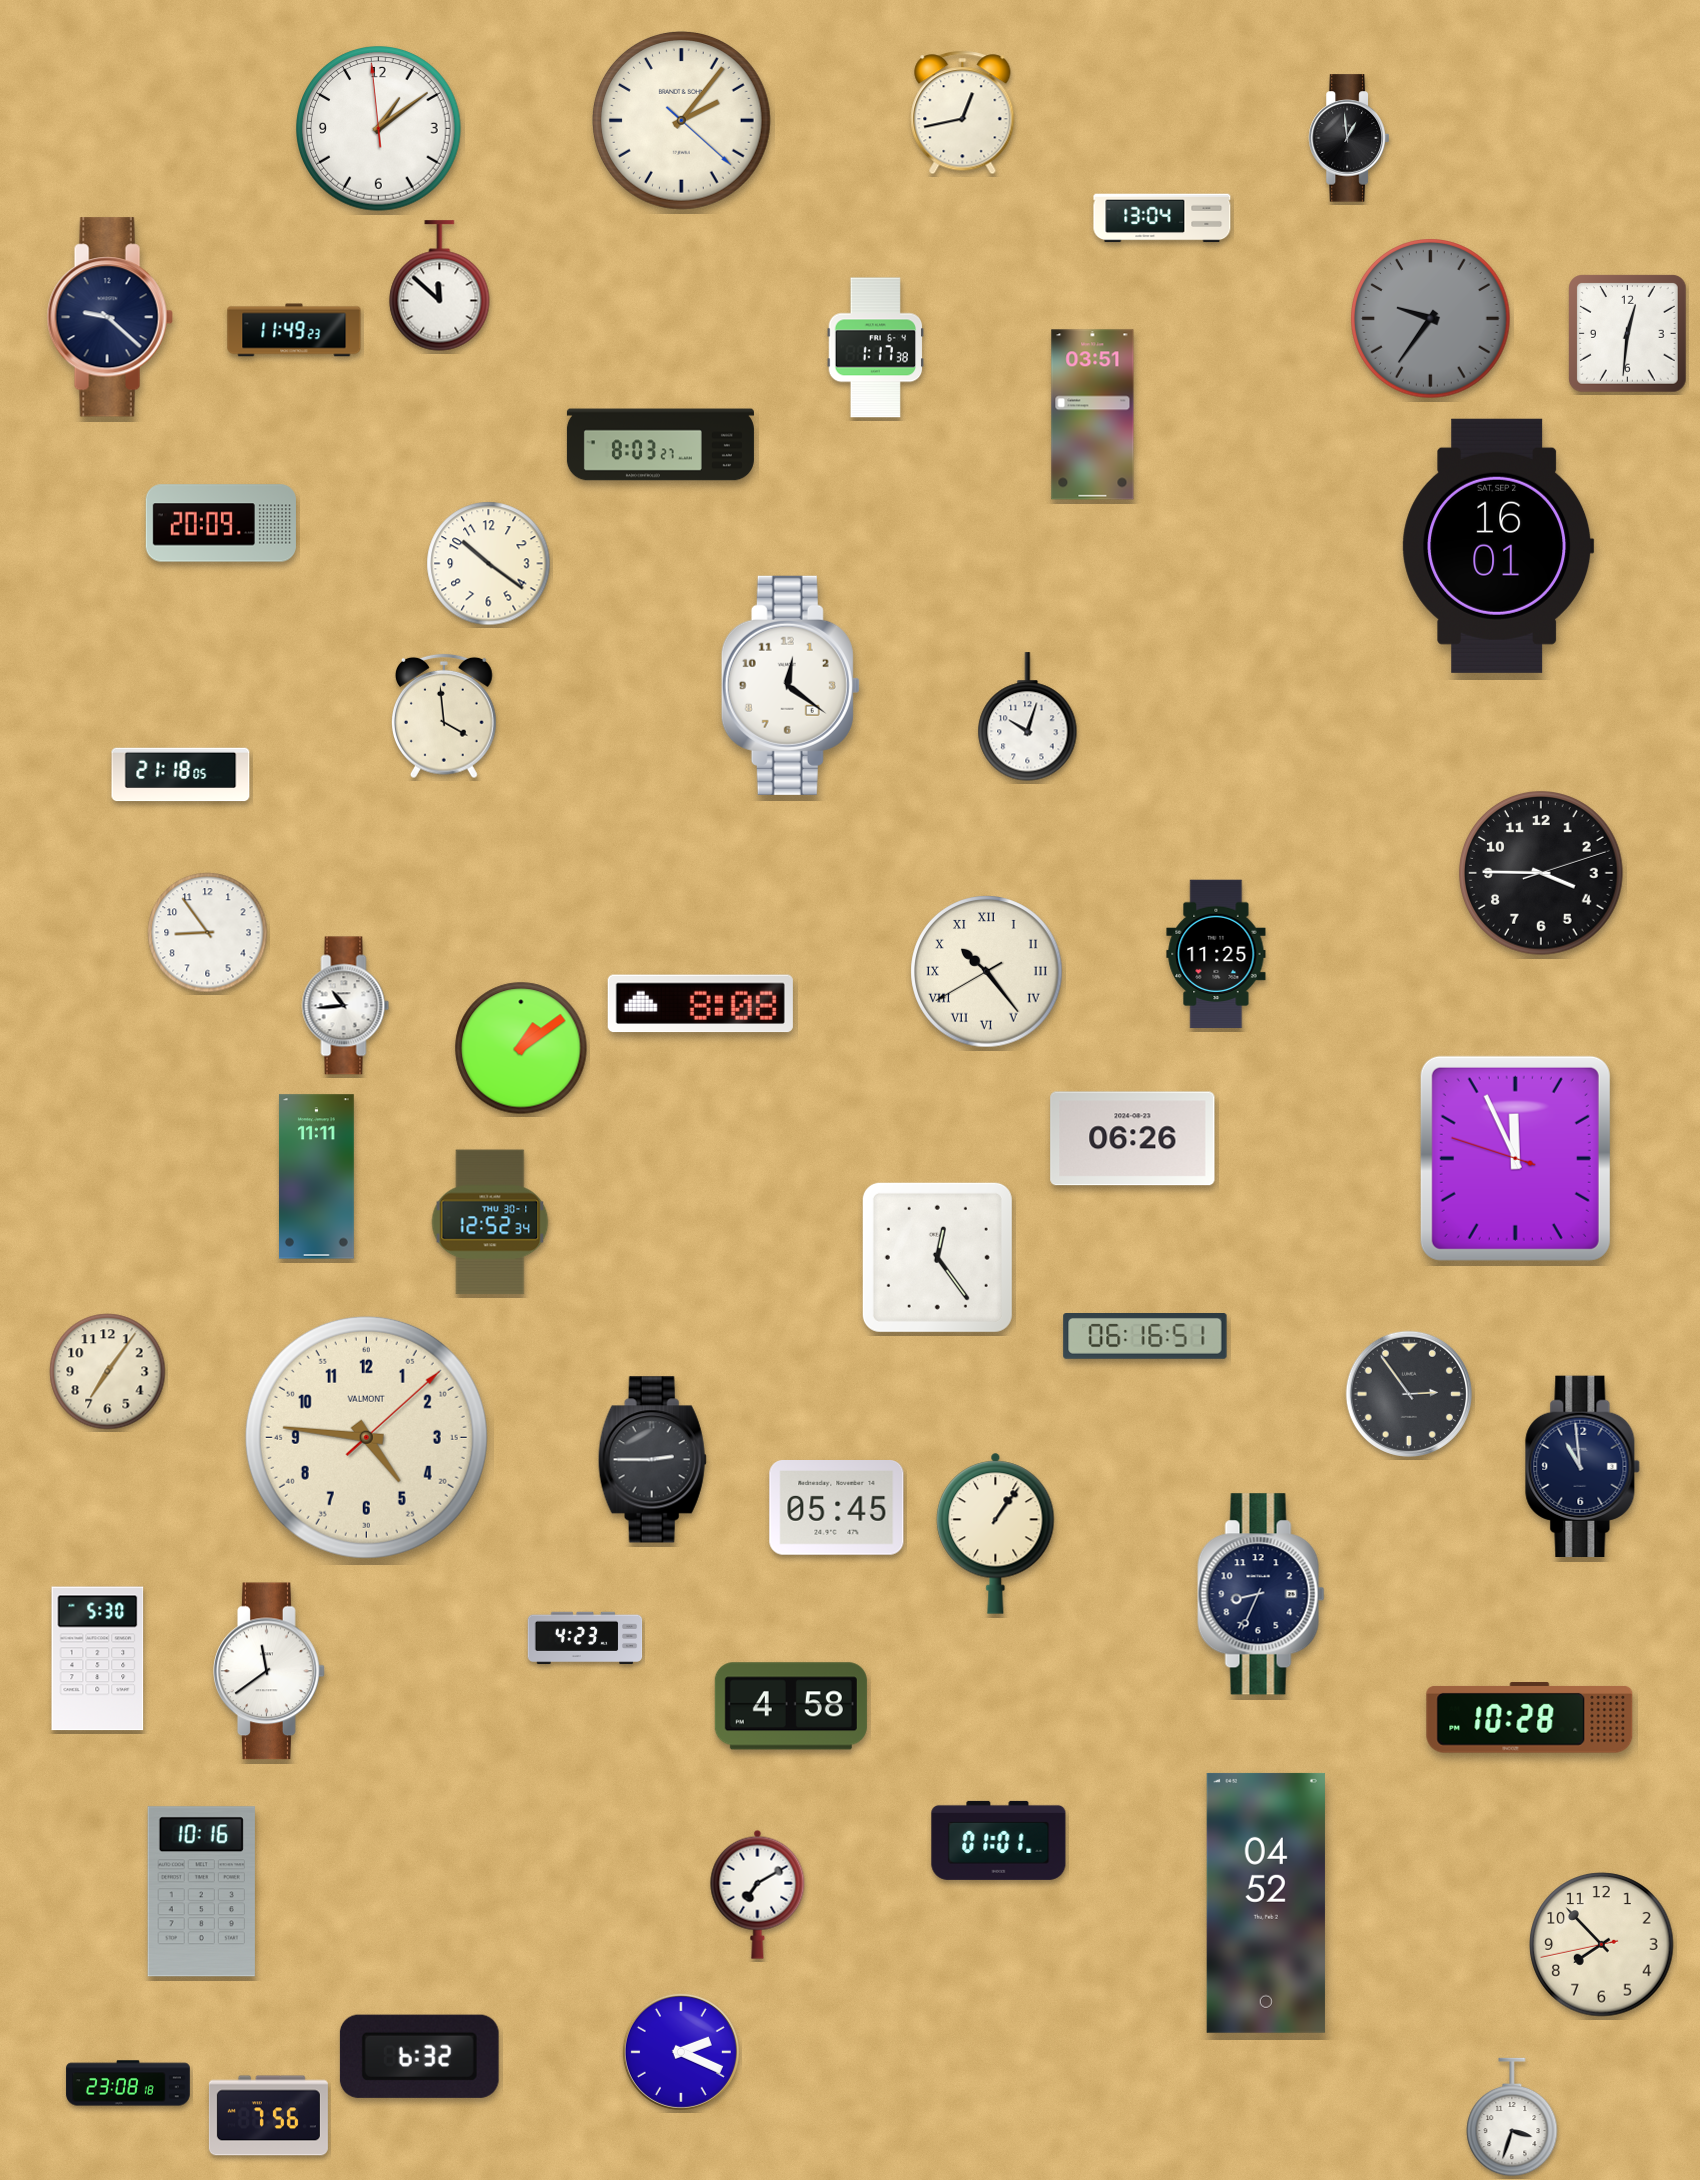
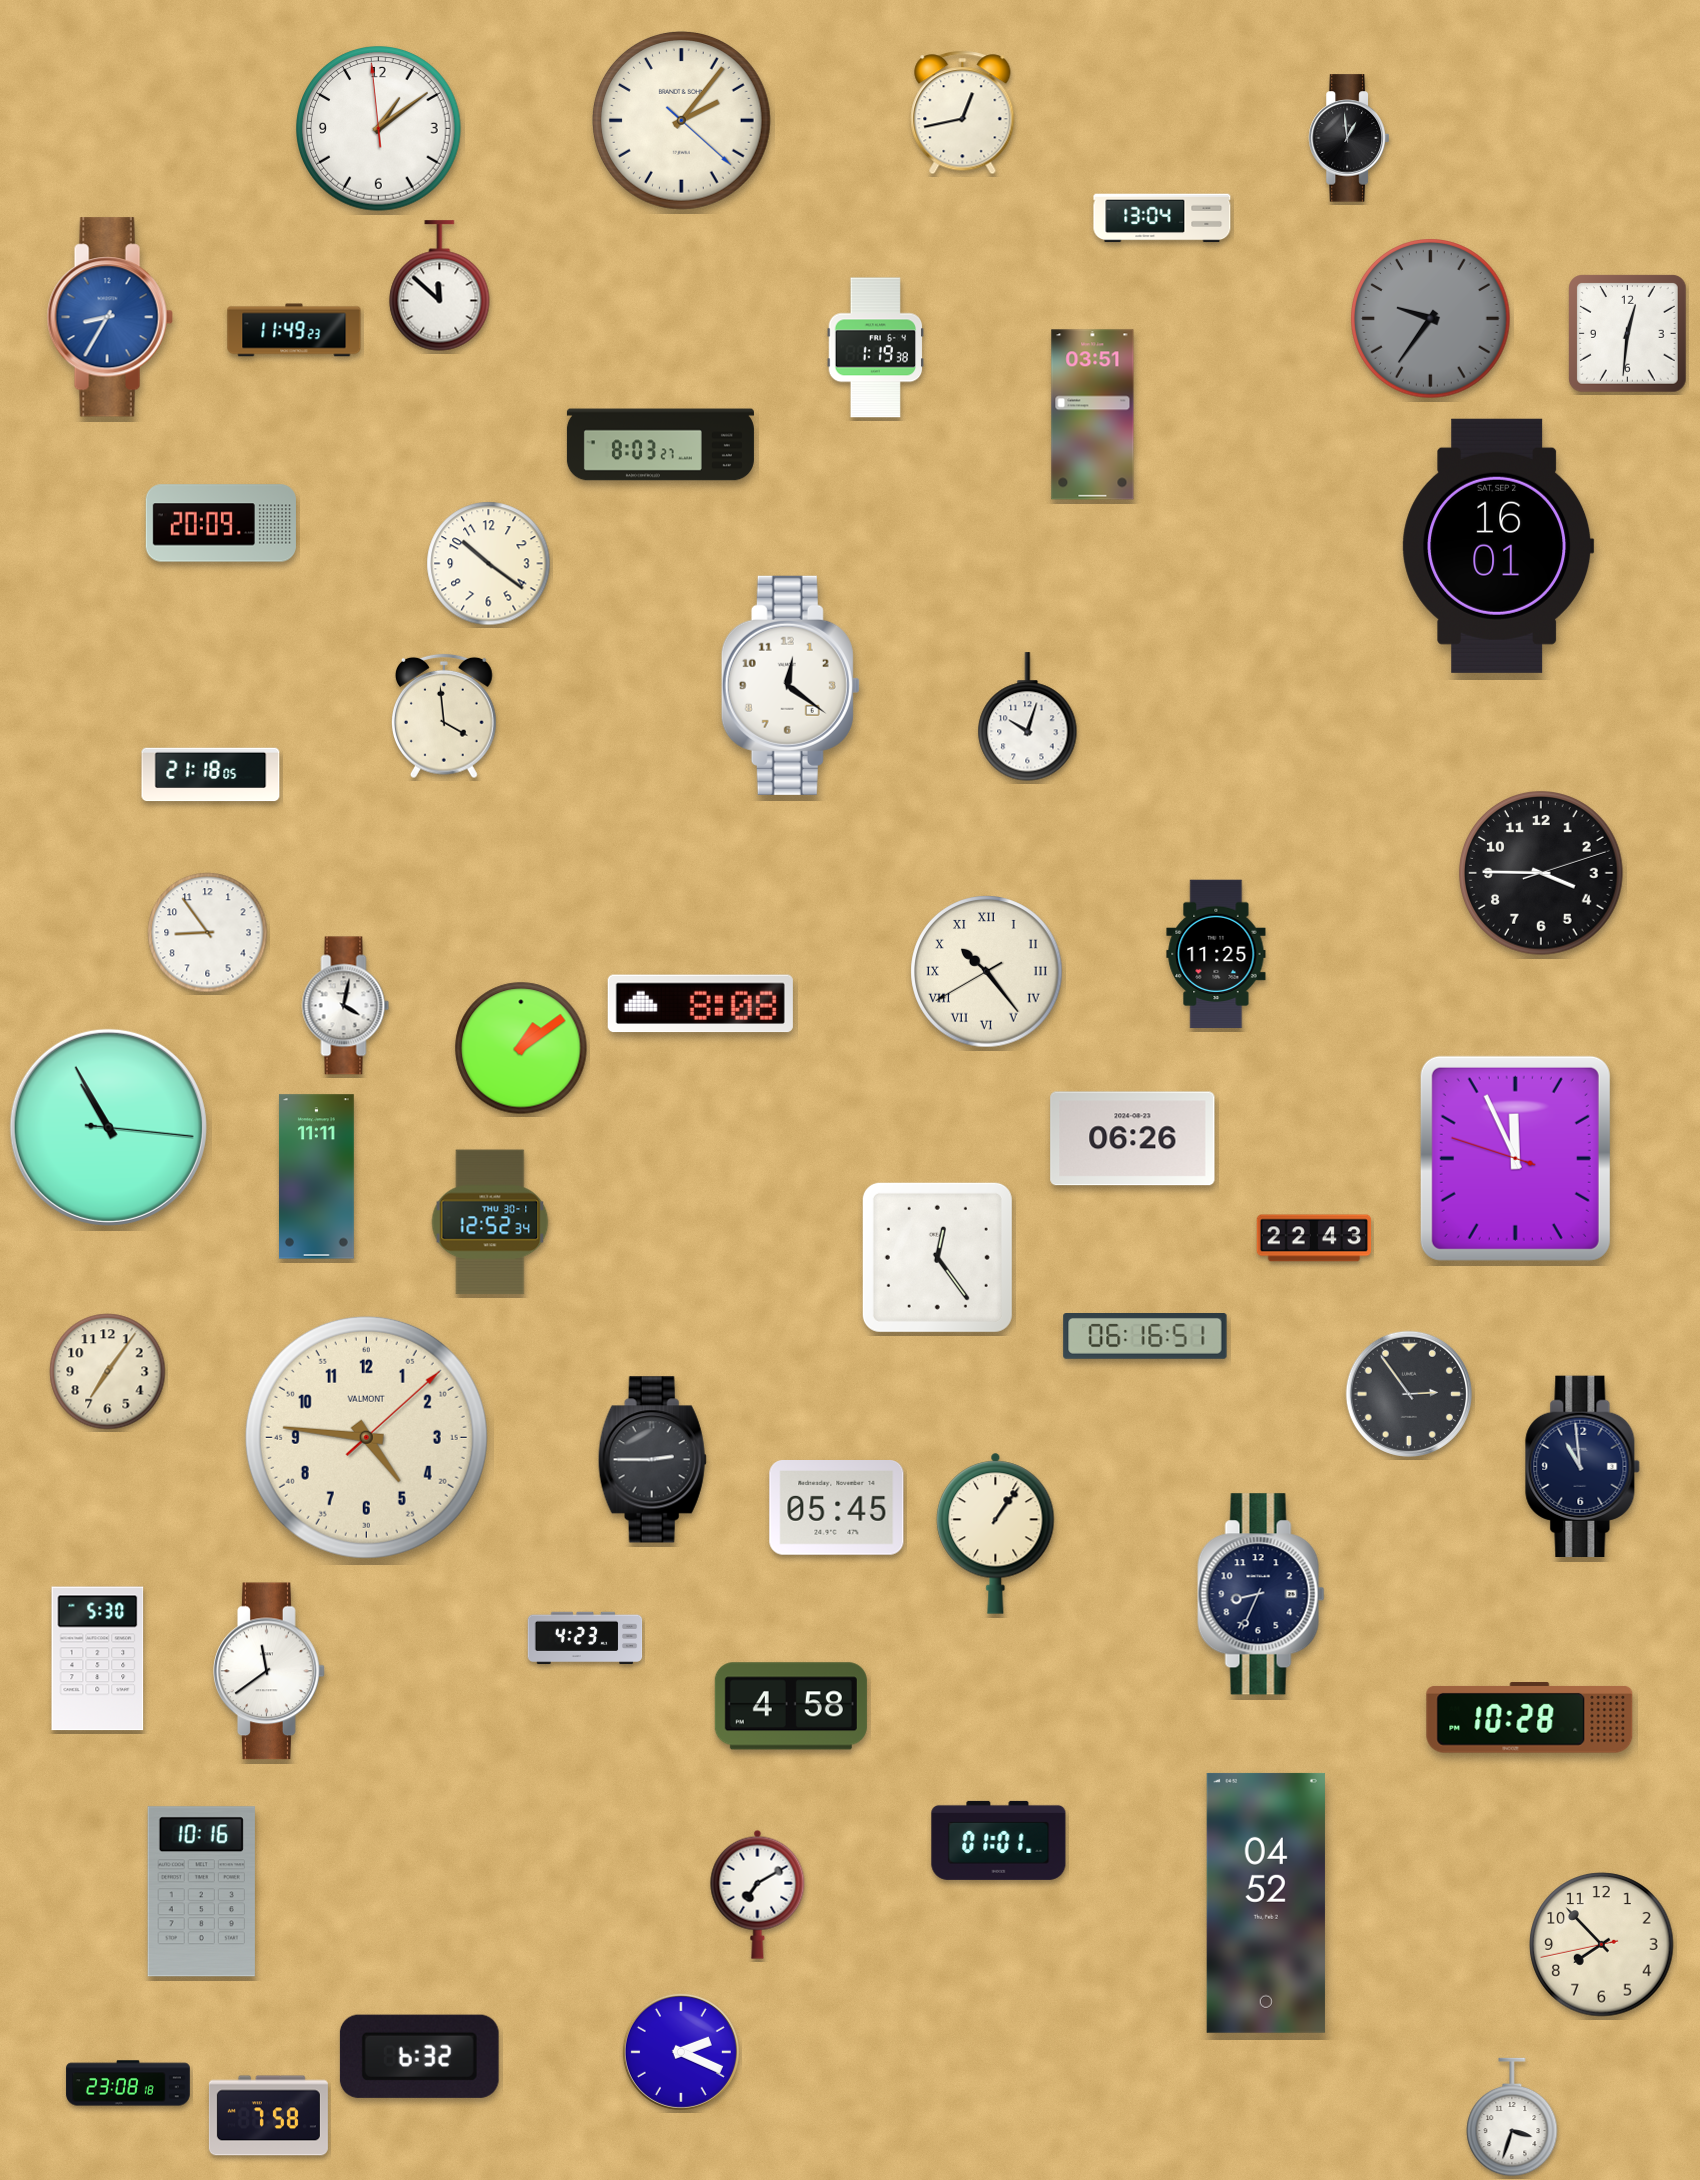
clock at (110, 317): 9:22 -> 8:35
clock at (110, 317) dial: navy -> blue
clock at (876, 348): 1:17 -> 1:19
clock at (181, 775) position: (181, 775) -> (211, 775)
clock at (346, 1006): 10:44 -> 4:02
clock at (108, 1127): none -> 10:55
clock at (1314, 1238): none -> 22:43
clock at (268, 2116): 7:56 -> 7:58
